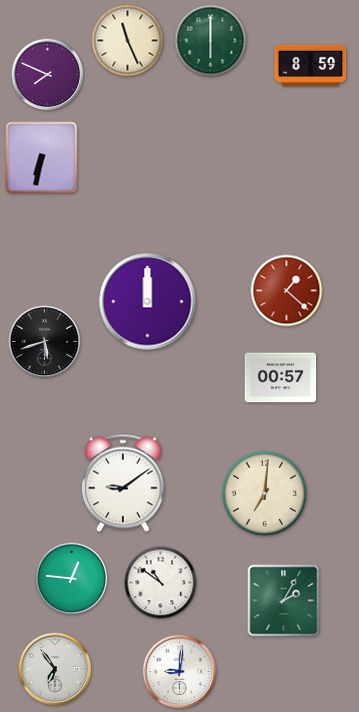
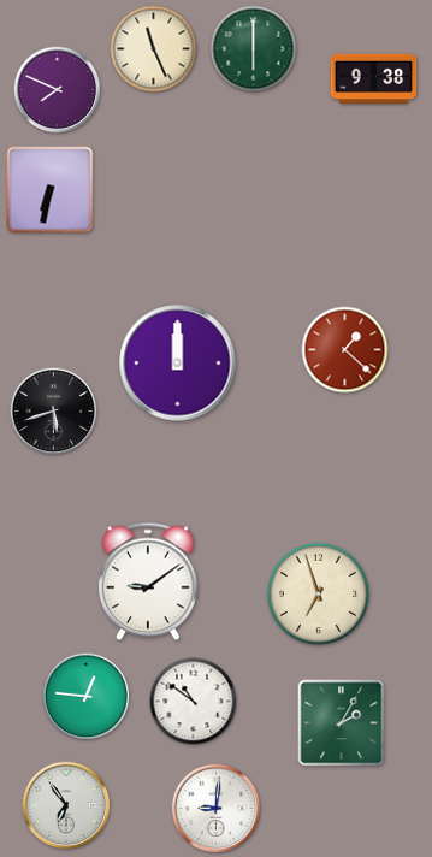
clock at (311, 66): 8:59 -> 9:38
clock at (281, 378): 00:57 -> none
clock at (264, 493): 7:01 -> 6:57
